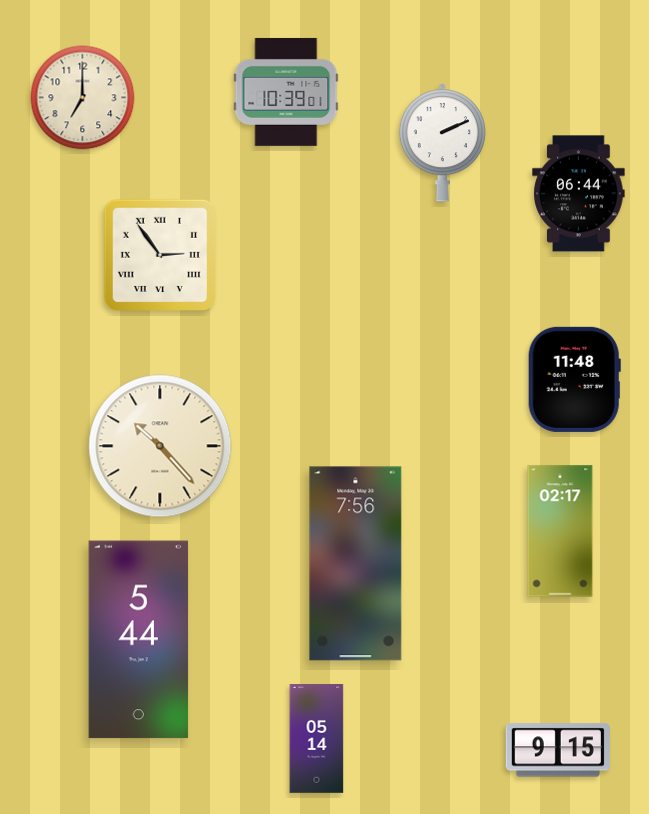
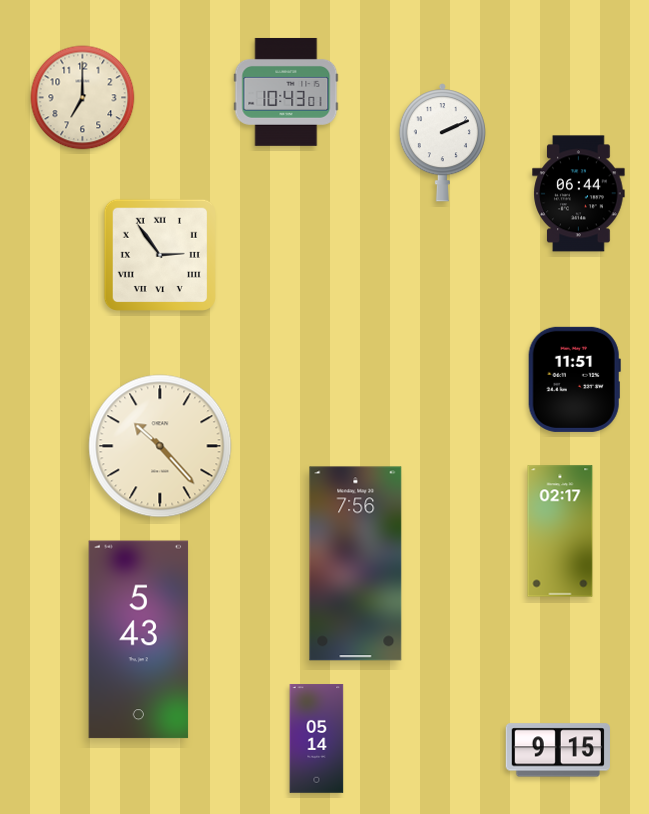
clock at (286, 92): 10:39 -> 10:43
clock at (574, 379): 11:48 -> 11:51
clock at (139, 640): 5:44 -> 5:43
